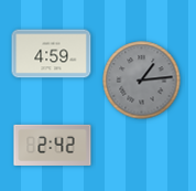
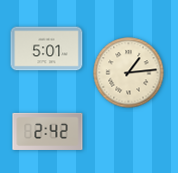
clock at (52, 54): 4:59 -> 5:01
clock at (142, 81) dial: grey -> cream
